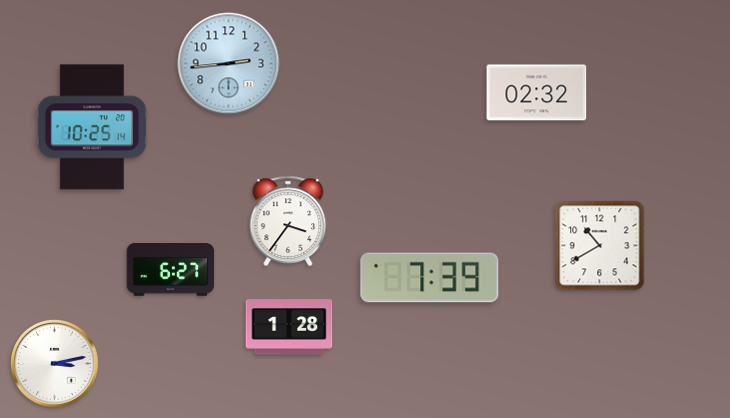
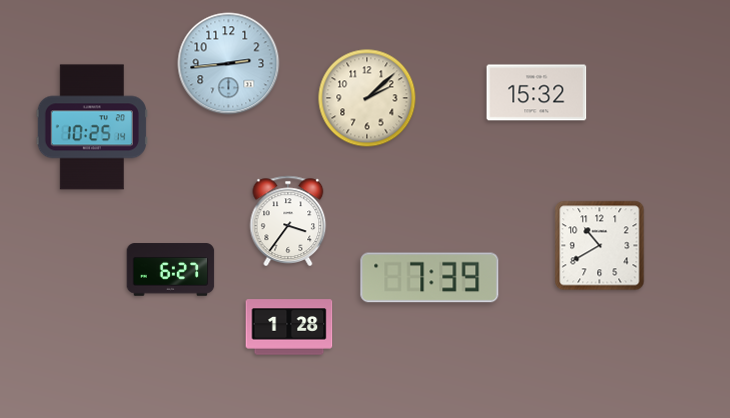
clock at (537, 93): 02:32 -> 15:32
clock at (367, 98): none -> 2:08
clock at (55, 364): 3:13 -> none
